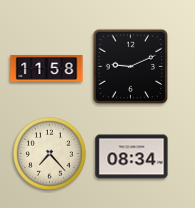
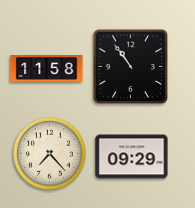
clock at (131, 67): 9:11 -> 10:54
clock at (132, 157): 08:34 -> 09:29
